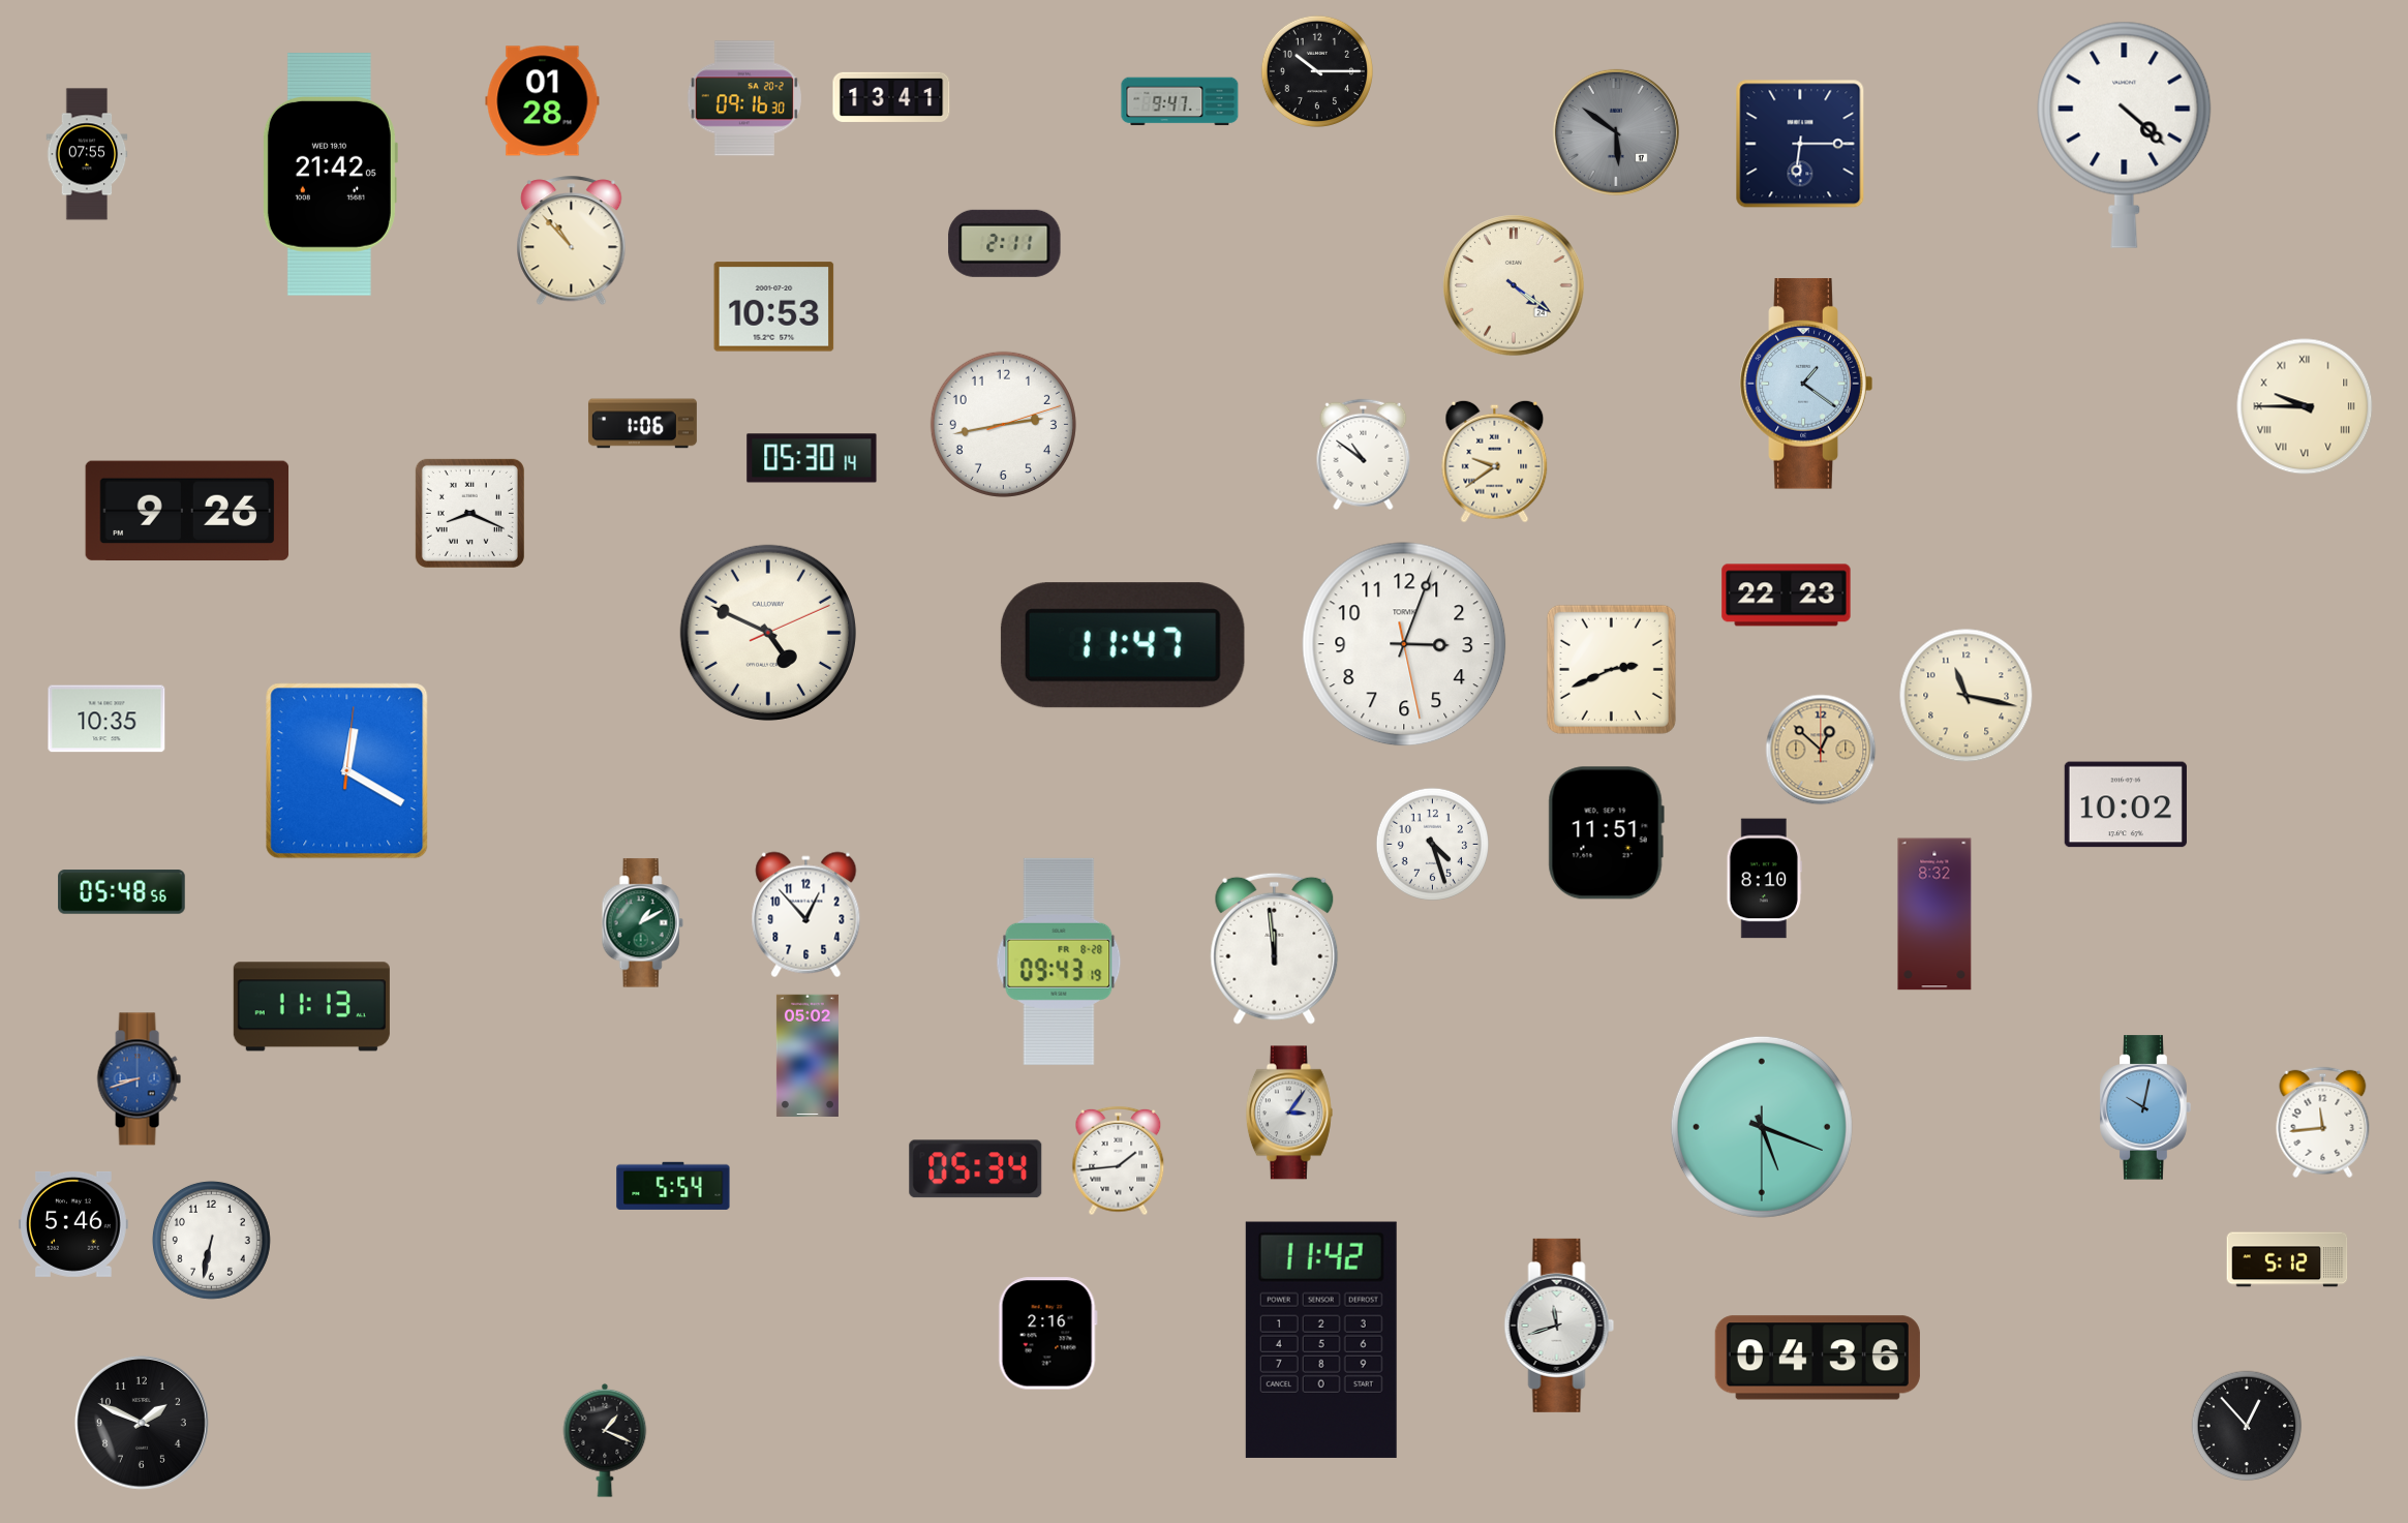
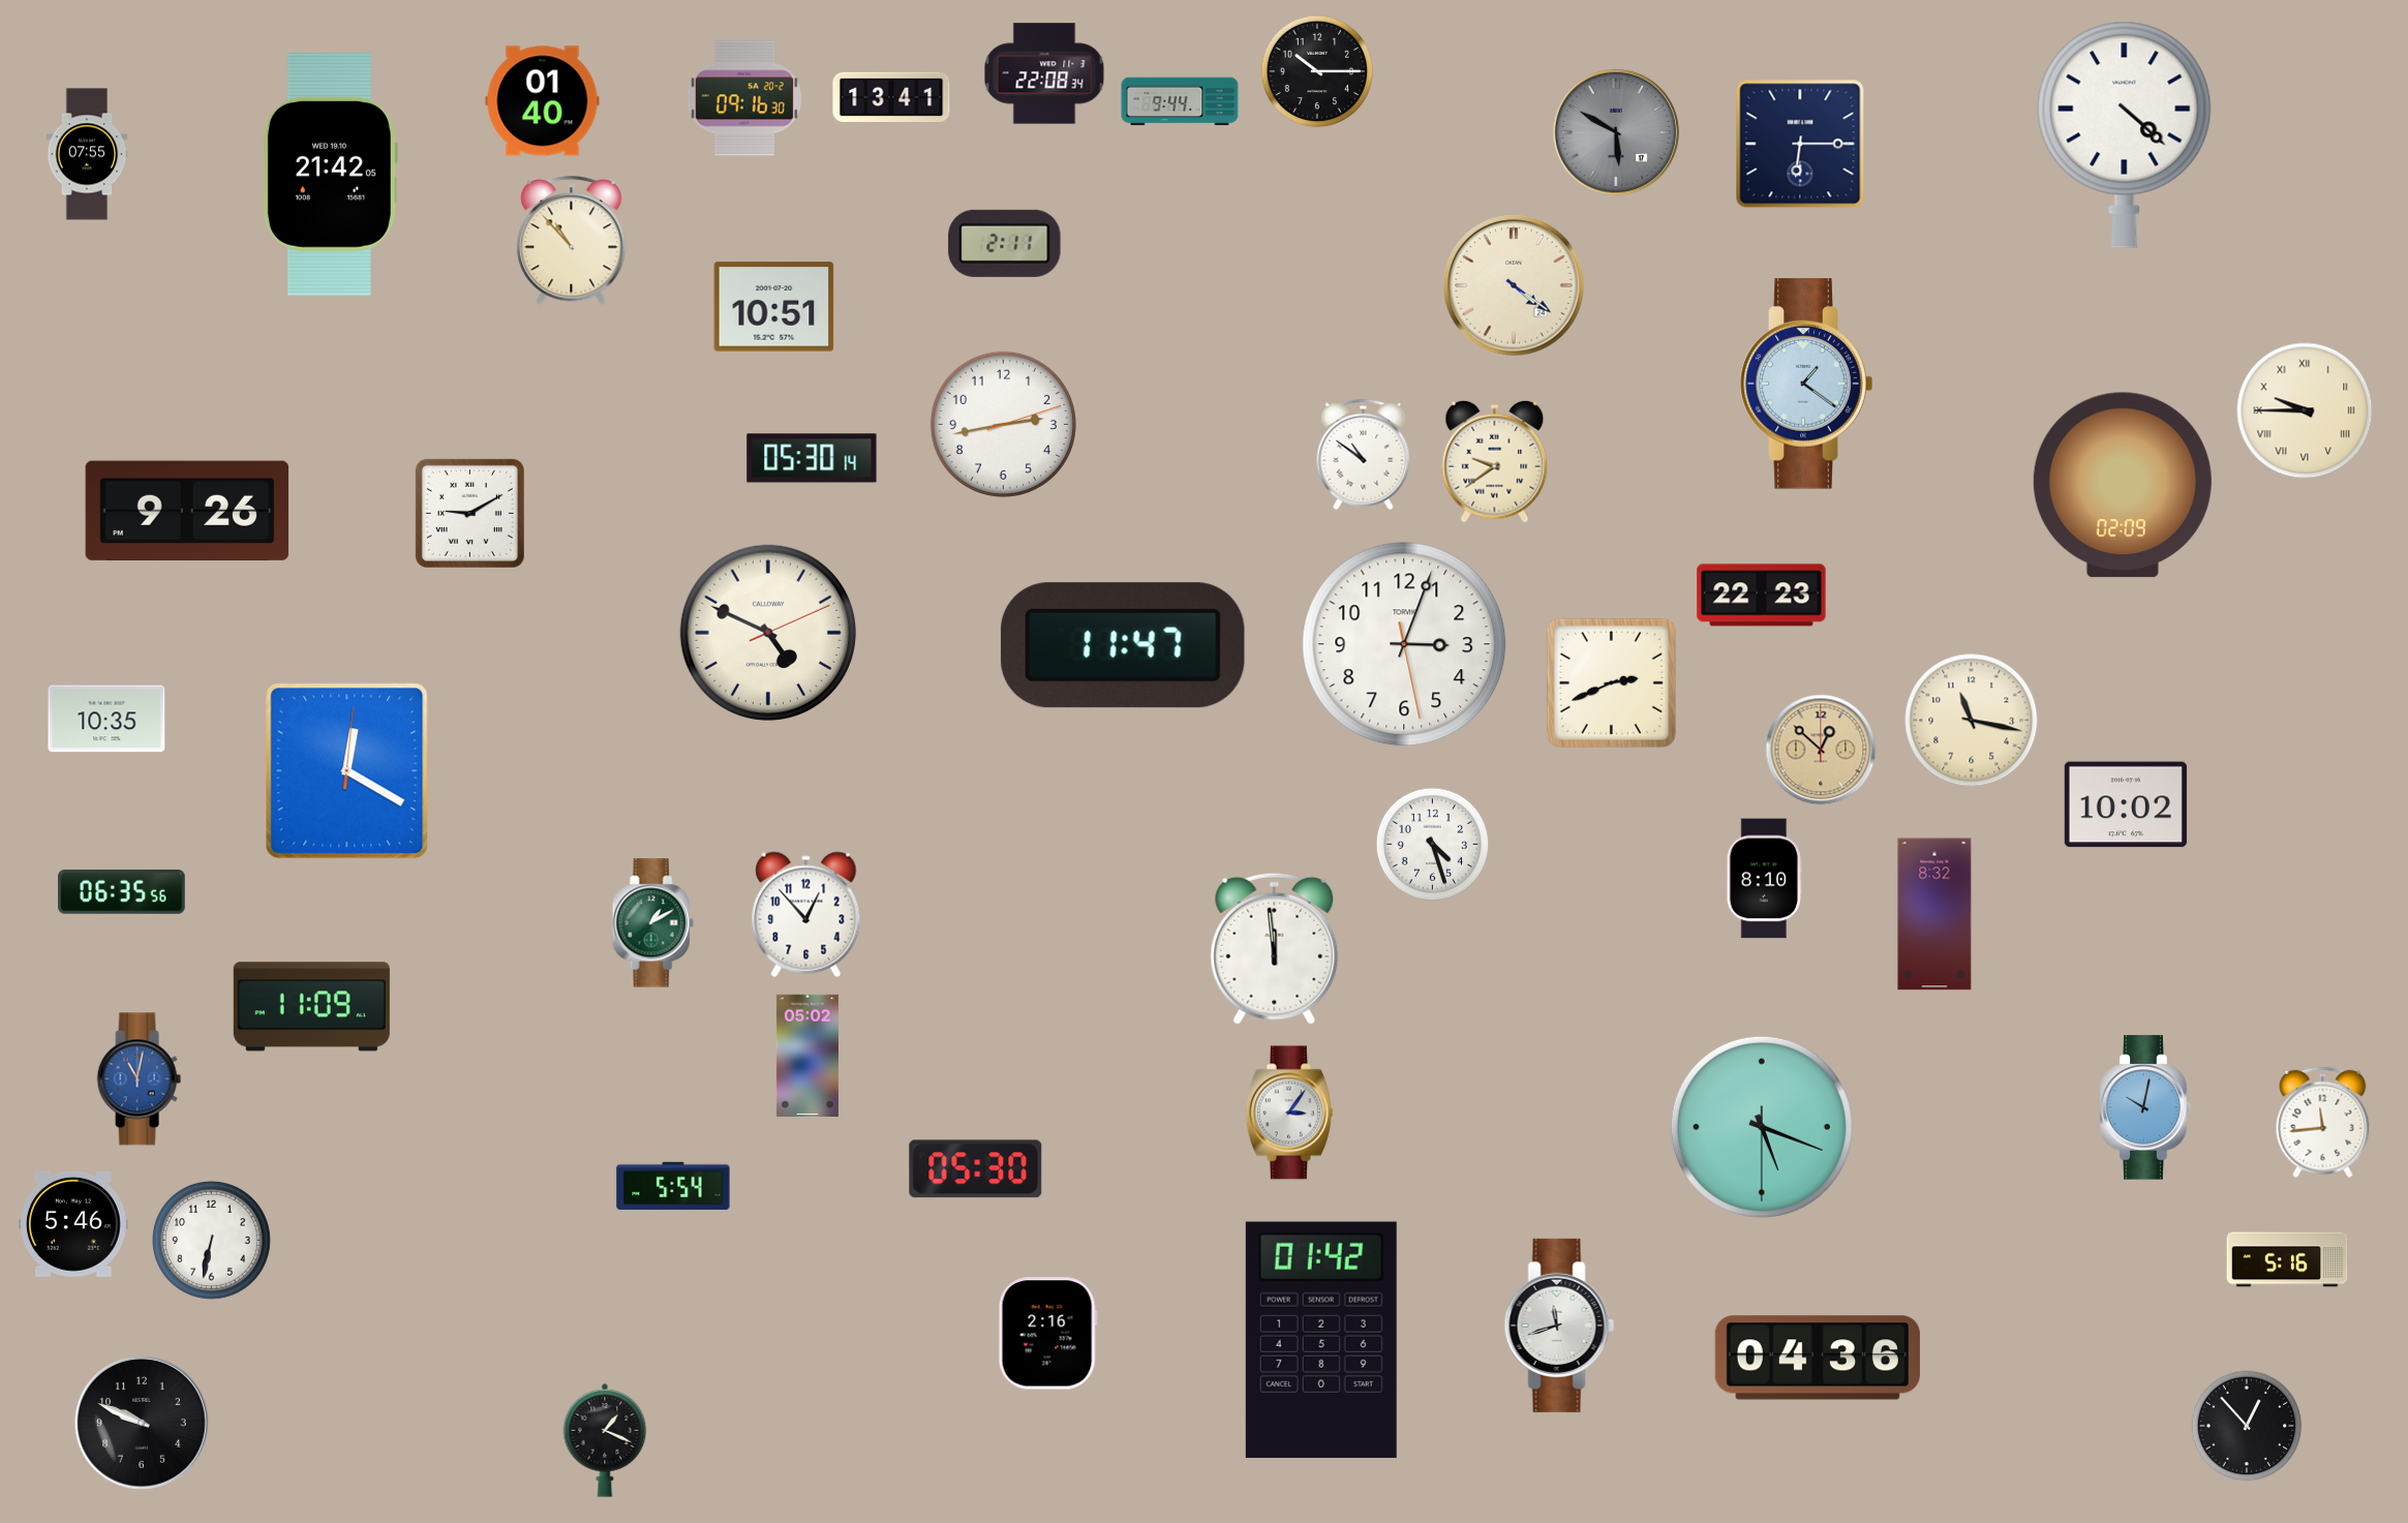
clock at (1044, 73): none -> 22:08
clock at (543, 101): 01:28 -> 01:40
clock at (1180, 101): 9:47 -> 9:44
clock at (1616, 132): 5:51 -> 5:50
clock at (774, 307): 10:53 -> 10:51
clock at (2305, 406) position: (2305, 406) -> (2305, 410)
clock at (642, 424): 1:06 -> none
clock at (2123, 485): none -> 02:09
clock at (469, 513): 8:19 -> 9:10
clock at (1787, 596) position: (1787, 596) -> (1762, 596)
clock at (1611, 669) position: (1611, 669) -> (1611, 682)
clock at (1967, 696) position: (1967, 696) -> (1972, 721)
clock at (1606, 833): 11:51 -> none
clock at (122, 892): 05:48 -> 06:35
clock at (642, 923) position: (642, 923) -> (652, 923)
clock at (1059, 962): 09:43 -> none
clock at (311, 1007): 11:13 -> 11:09
clock at (139, 1079): 8:42 -> 11:02
clock at (1119, 1161): 1:44 -> none
clock at (976, 1169): 05:34 -> 05:30
clock at (2287, 1259): 5:12 -> 5:16
clock at (1321, 1340): 11:42 -> 01:42
clock at (142, 1423): 1:49 -> 9:49
